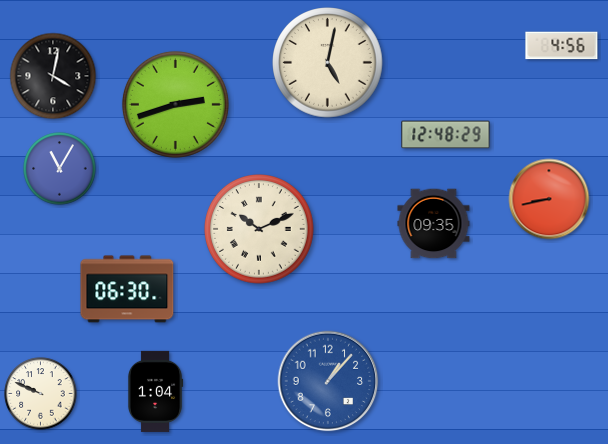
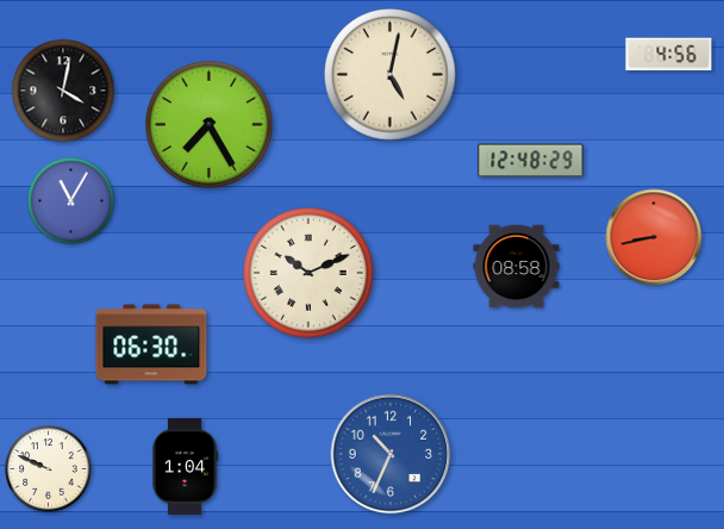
clock at (175, 104): 2:42 -> 7:25
clock at (434, 224): 09:35 -> 08:58
clock at (328, 381): 1:07 -> 10:34
